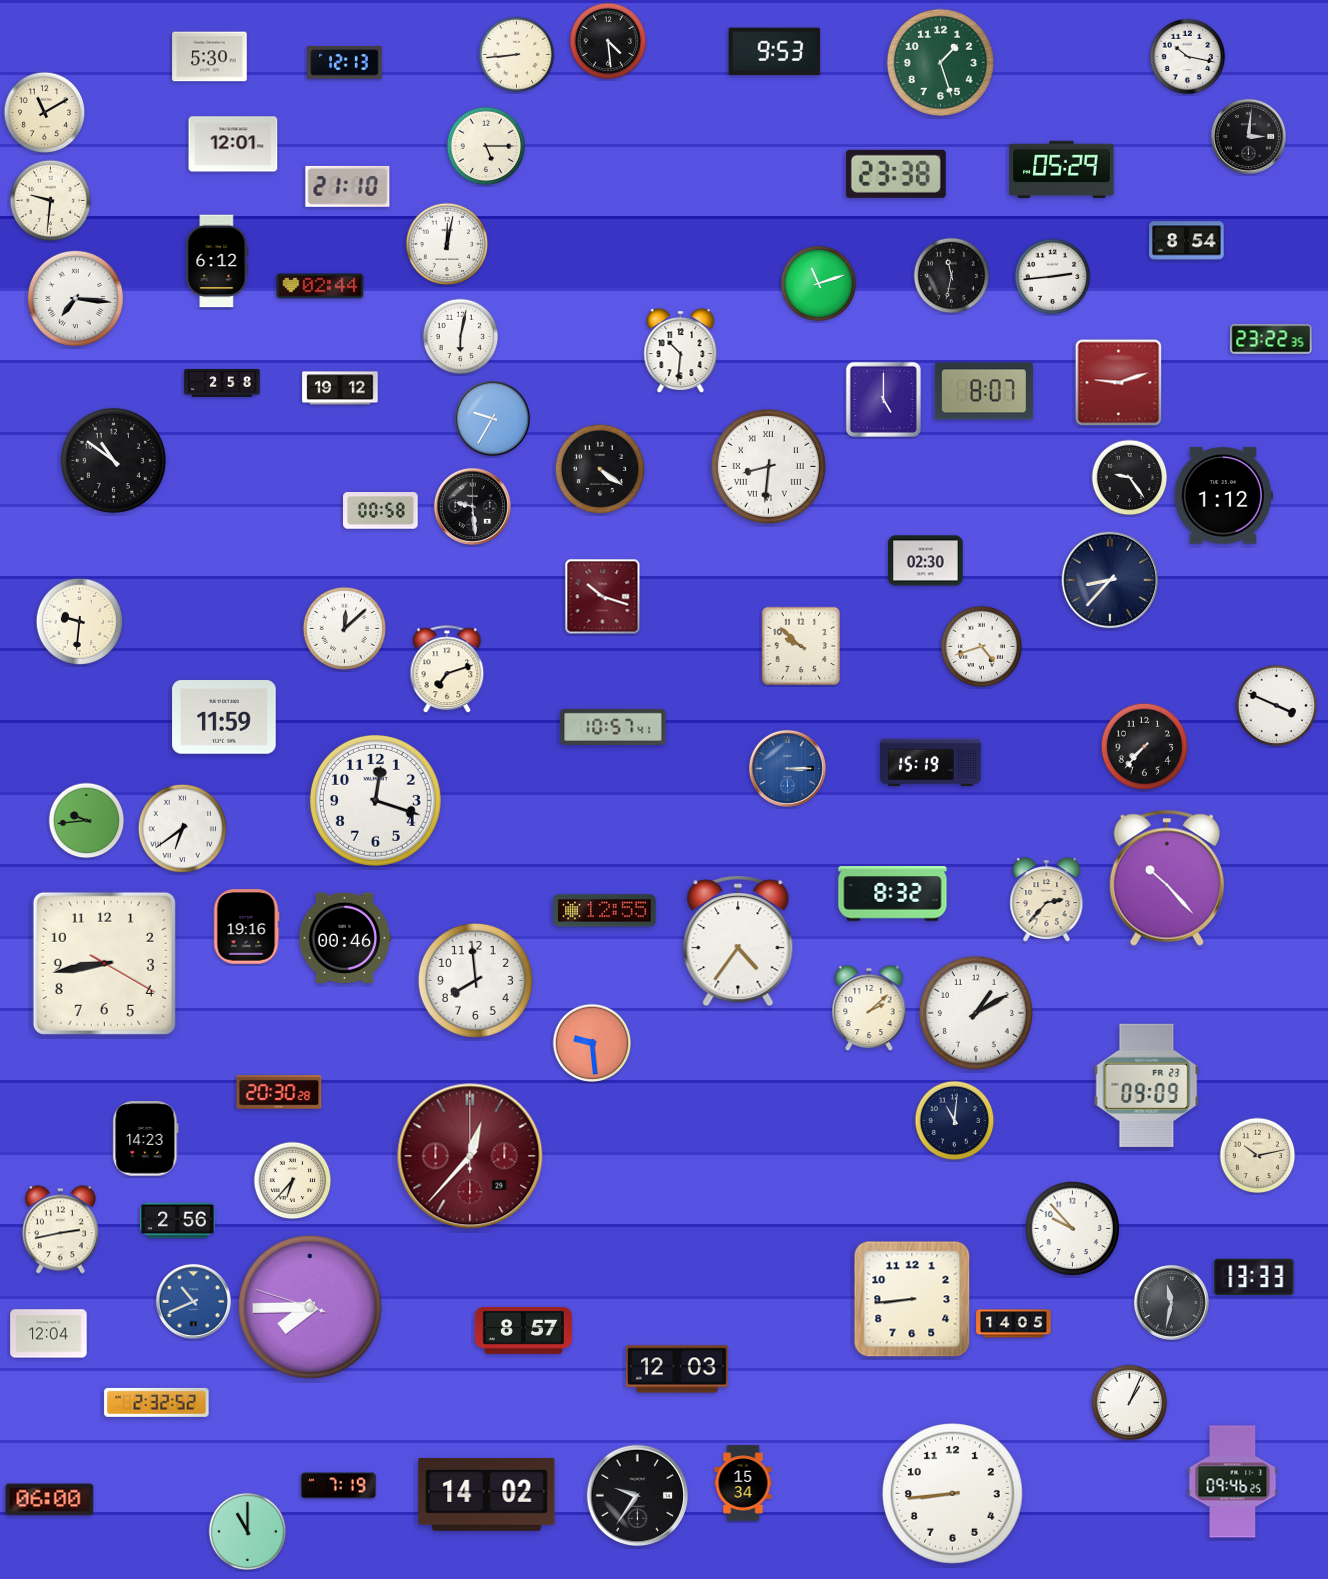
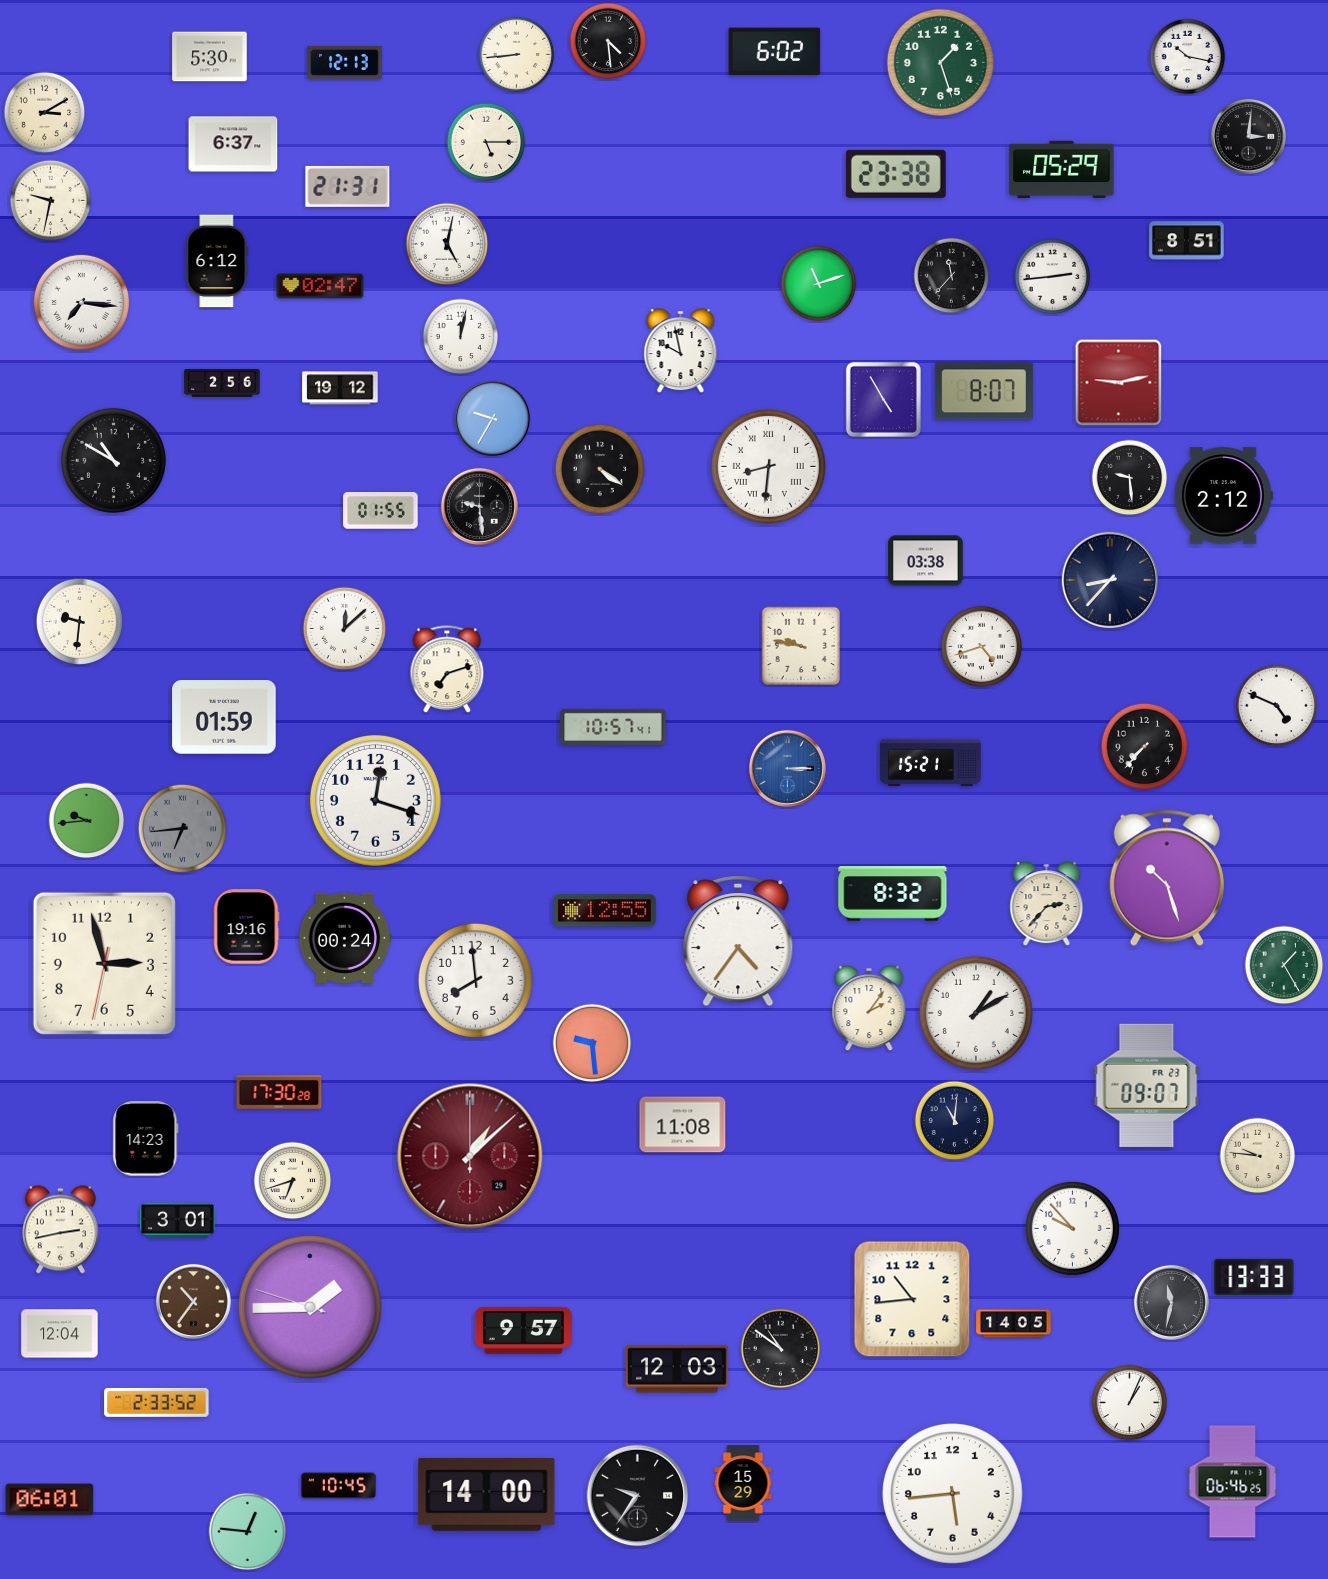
clock at (775, 52): 9:53 -> 6:02
clock at (45, 113): 11:10 -> 3:10
clock at (233, 144): 12:01 -> 6:37
clock at (486, 146) position: (486, 146) -> (486, 142)
clock at (348, 186): 21:10 -> 21:31
clock at (51, 201): 9:31 -> 9:32
clock at (1187, 241): 8:54 -> 8:51
clock at (447, 244): 12:02 -> 5:02
clock at (952, 276): 11:32 -> 11:37
clock at (320, 286): 02:44 -> 02:47
clock at (75, 298) position: (75, 298) -> (81, 302)
clock at (461, 337): 6:02 -> 12:02
clock at (1271, 339): 23:22 -> none
clock at (681, 351): 10:31 -> 9:58
clock at (222, 383): 2:58 -> 2:56
clock at (1119, 383): 9:12 -> 9:13
clock at (883, 399): 5:00 -> 4:55
clock at (113, 460): 10:51 -> 10:50
clock at (1130, 478): 9:24 -> 9:29
clock at (1223, 496): 1:12 -> 2:12
clock at (472, 506) position: (472, 506) -> (479, 506)
clock at (381, 511): 00:58 -> 01:55
clock at (926, 561): 02:30 -> 03:38
clock at (603, 597): 10:18 -> none
clock at (801, 646): 9:52 -> 9:47
clock at (1277, 706): 3:49 -> 4:49
clock at (224, 717): 11:59 -> 01:59
clock at (931, 763): 15:19 -> 15:21
clock at (182, 828): 6:39 -> 6:44
clock at (182, 828) dial: white -> grey
clock at (1167, 878): 10:23 -> 10:27
clock at (1047, 900) position: (1047, 900) -> (1047, 904)
clock at (345, 937): 00:46 -> 00:24
clock at (104, 963): 8:43 -> 2:57
clock at (1284, 965): none -> 1:25
clock at (869, 1008): 2:08 -> 2:06
clock at (1147, 1085): 09:09 -> 09:07
clock at (279, 1092): 20:30 -> 17:30
clock at (683, 1125): none -> 11:08
clock at (470, 1156): 12:37 -> 1:08
clock at (1258, 1156): 10:13 -> 9:46
clock at (293, 1181): 6:37 -> 6:42
clock at (178, 1221): 2:56 -> 3:01
clock at (912, 1299): 8:44 -> 10:44
clock at (193, 1301): 10:41 -> 10:36
clock at (193, 1301) dial: blue -> brown
clock at (311, 1308): 7:44 -> 1:44
clock at (523, 1330): 8:57 -> 9:57
clock at (49, 1334) position: (49, 1334) -> (60, 1334)
clock at (781, 1349): none -> 10:51
clock at (157, 1402): 2:32 -> 2:33
clock at (1233, 1482): 09:46 -> 06:46
clock at (743, 1483): 15:34 -> 15:29
clock at (339, 1486): 7:19 -> 10:45
clock at (487, 1494): 14:02 -> 14:00
clock at (953, 1494): 8:44 -> 5:44
clock at (50, 1500): 06:00 -> 06:01
clock at (248, 1532): 11:00 -> 12:46
